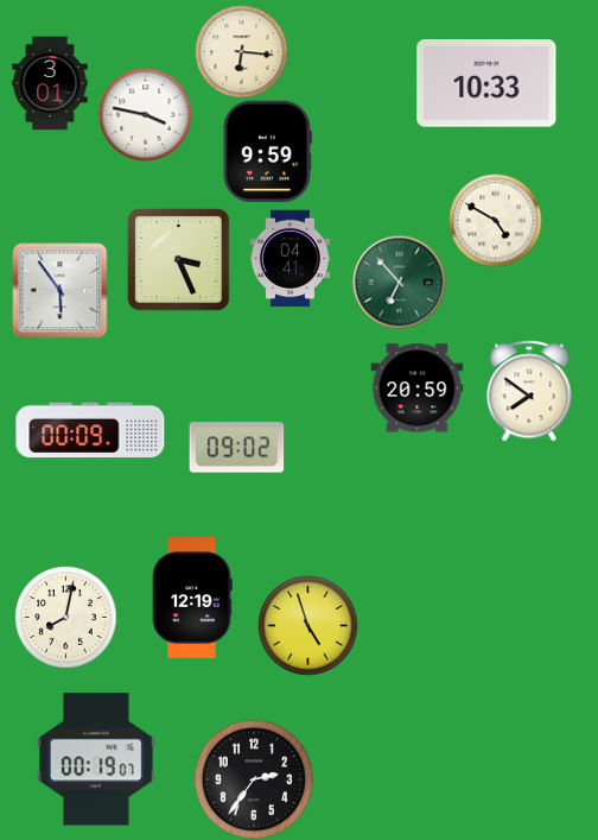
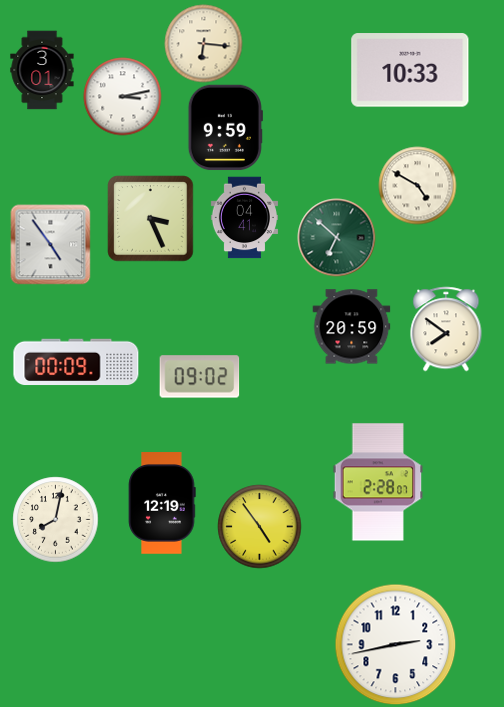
clock at (145, 114): 3:47 -> 3:13
clock at (399, 282): 6:53 -> 6:52
clock at (59, 290): 5:54 -> 4:54
clock at (378, 482): none -> 2:28
clock at (307, 625): 4:57 -> 4:54
clock at (97, 759): 00:19 -> none
clock at (395, 644): none -> 2:43
clock at (254, 779): 2:36 -> none
